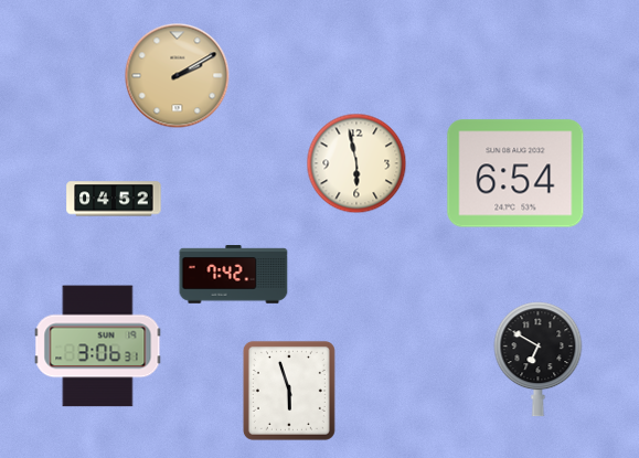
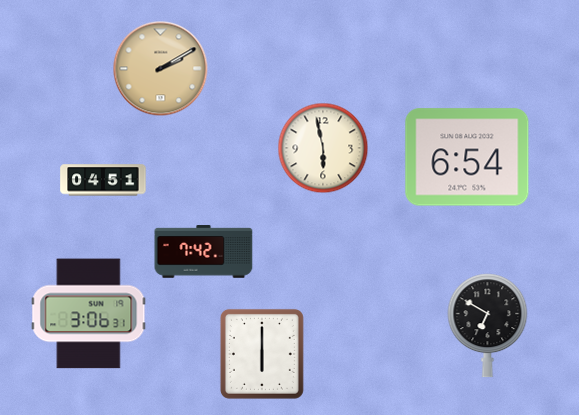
clock at (114, 199): 04:52 -> 04:51
clock at (234, 275) position: (234, 275) -> (204, 252)
clock at (289, 391): 5:57 -> 6:00
